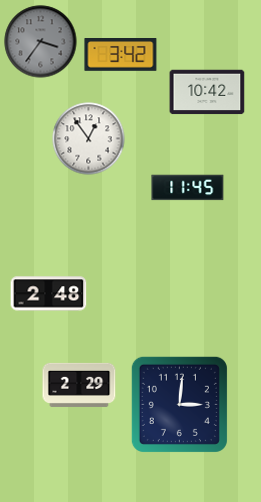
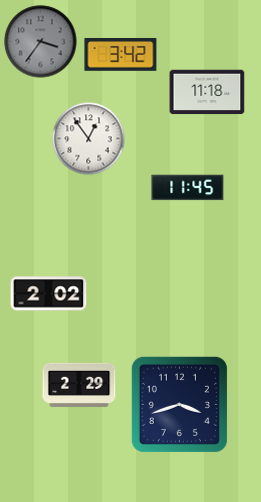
clock at (207, 92): 10:42 -> 11:18
clock at (49, 294): 2:48 -> 2:02
clock at (179, 404): 3:01 -> 3:42
